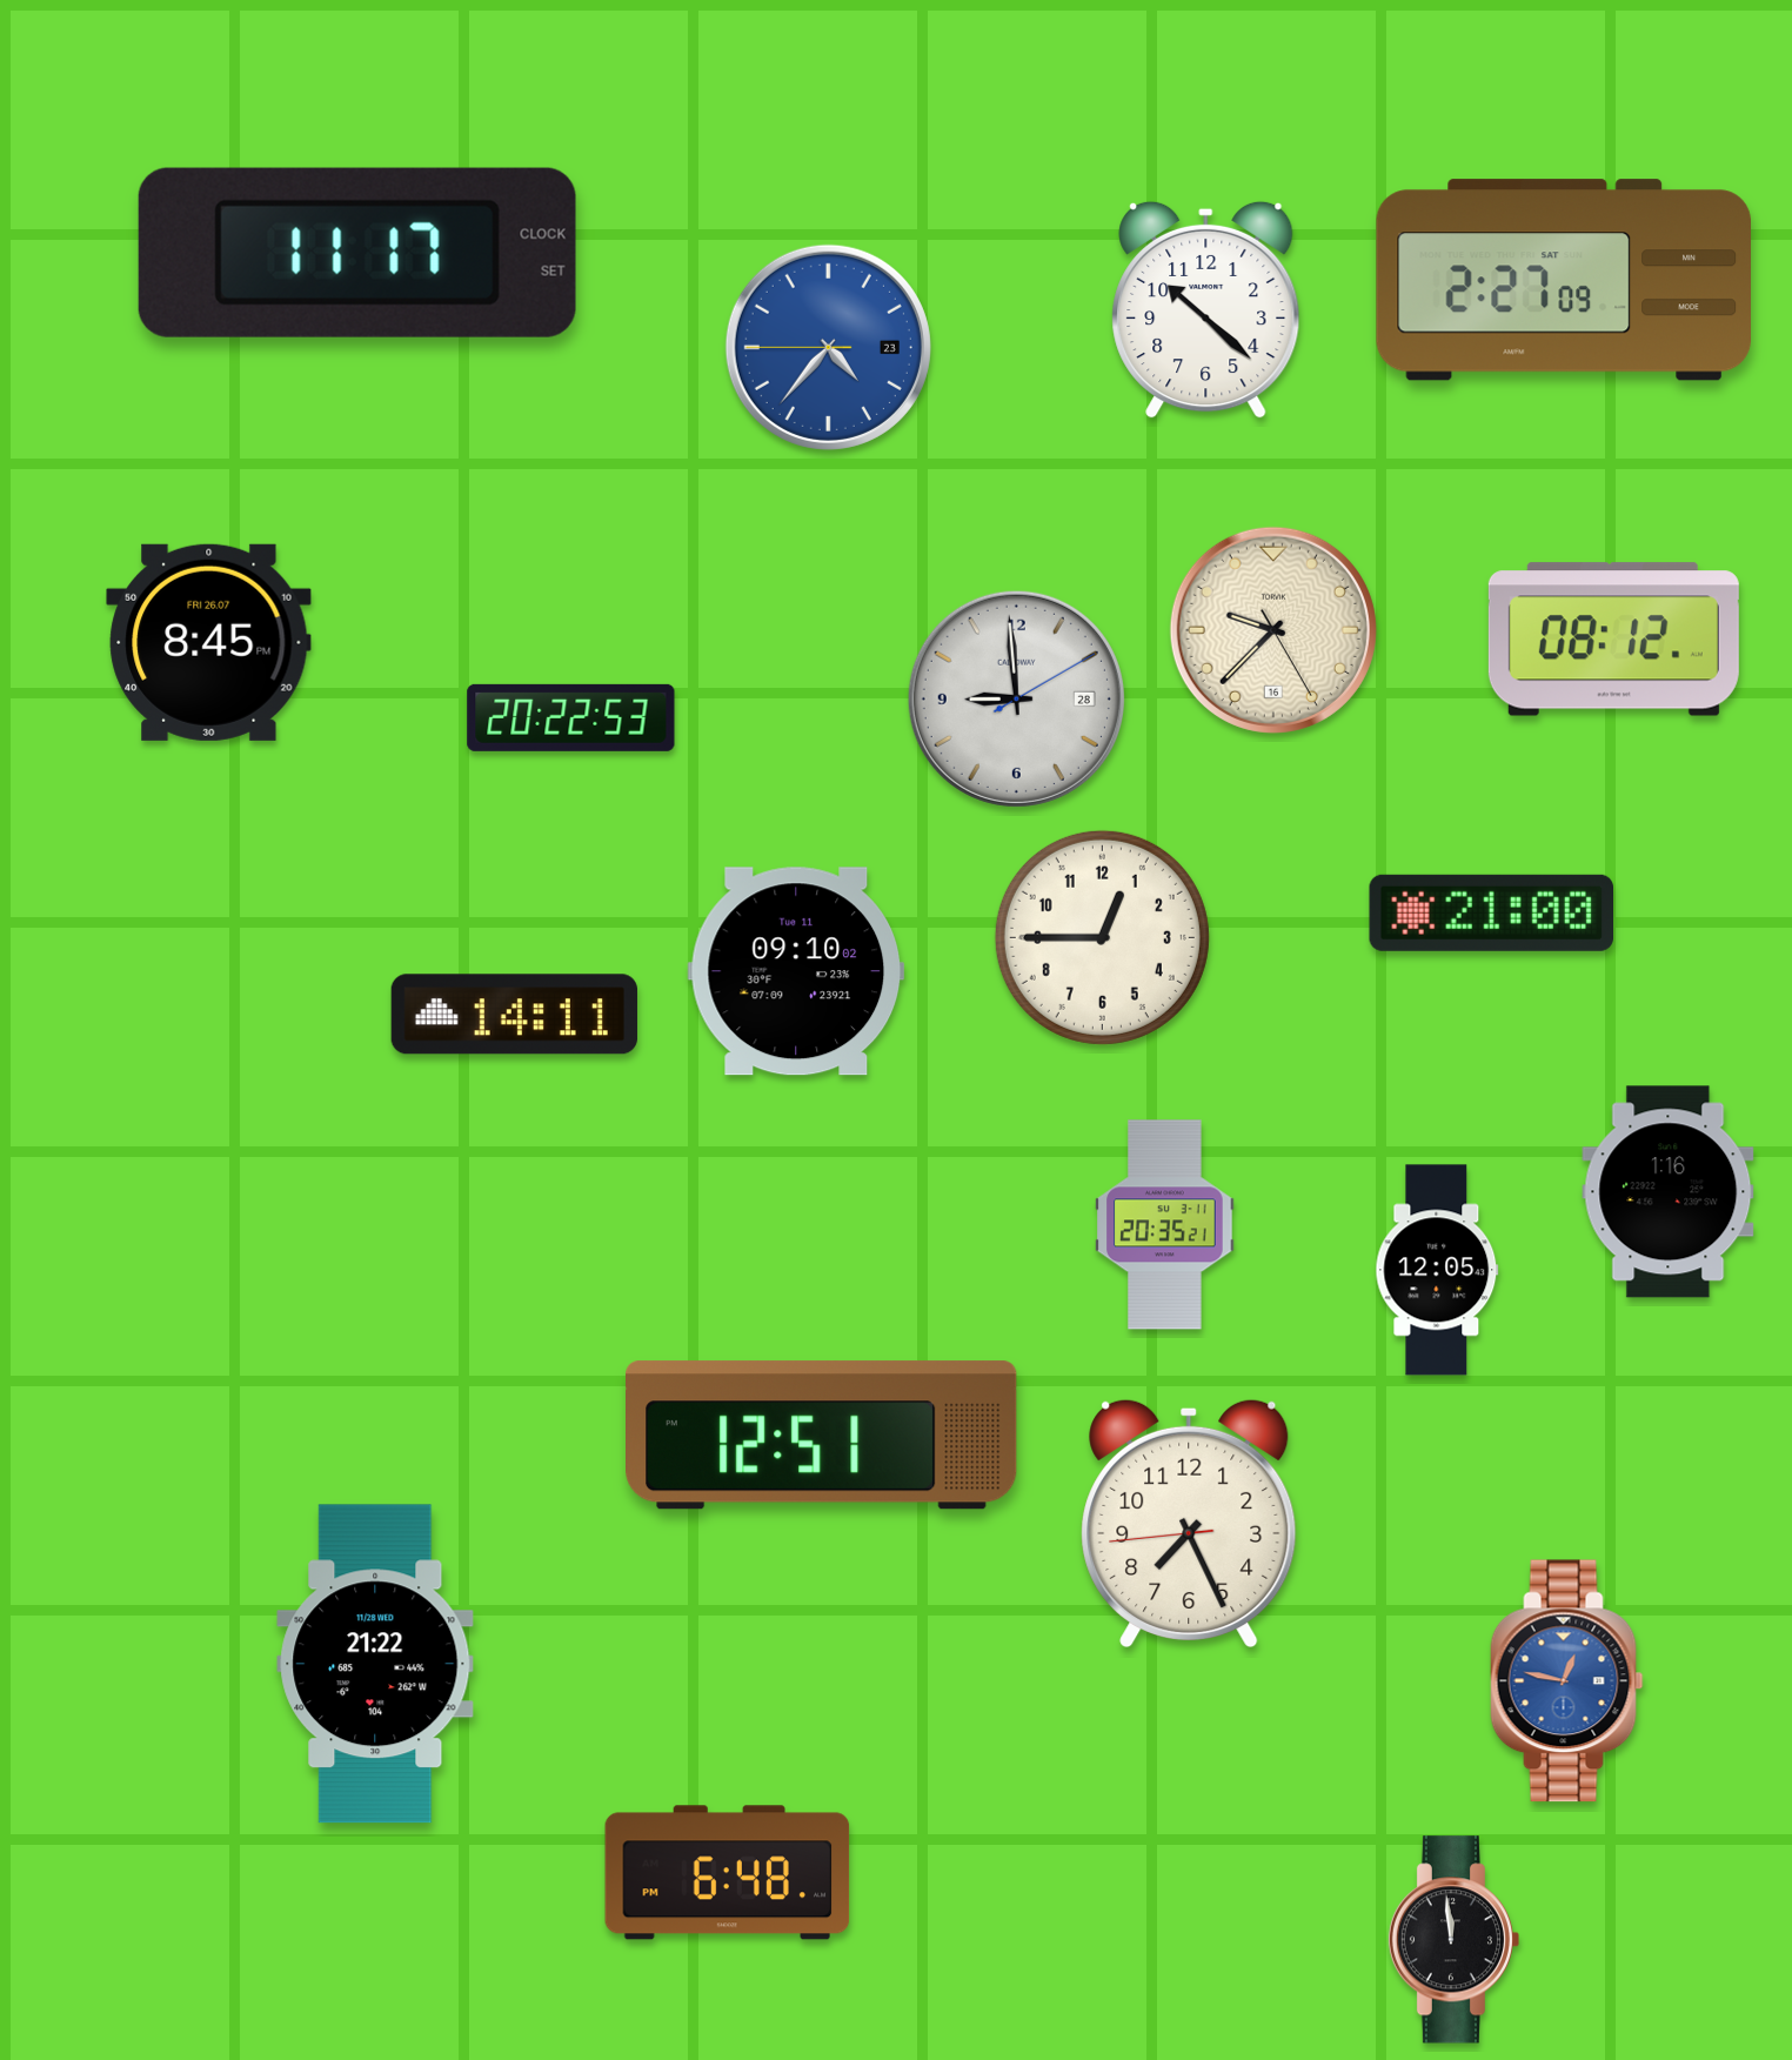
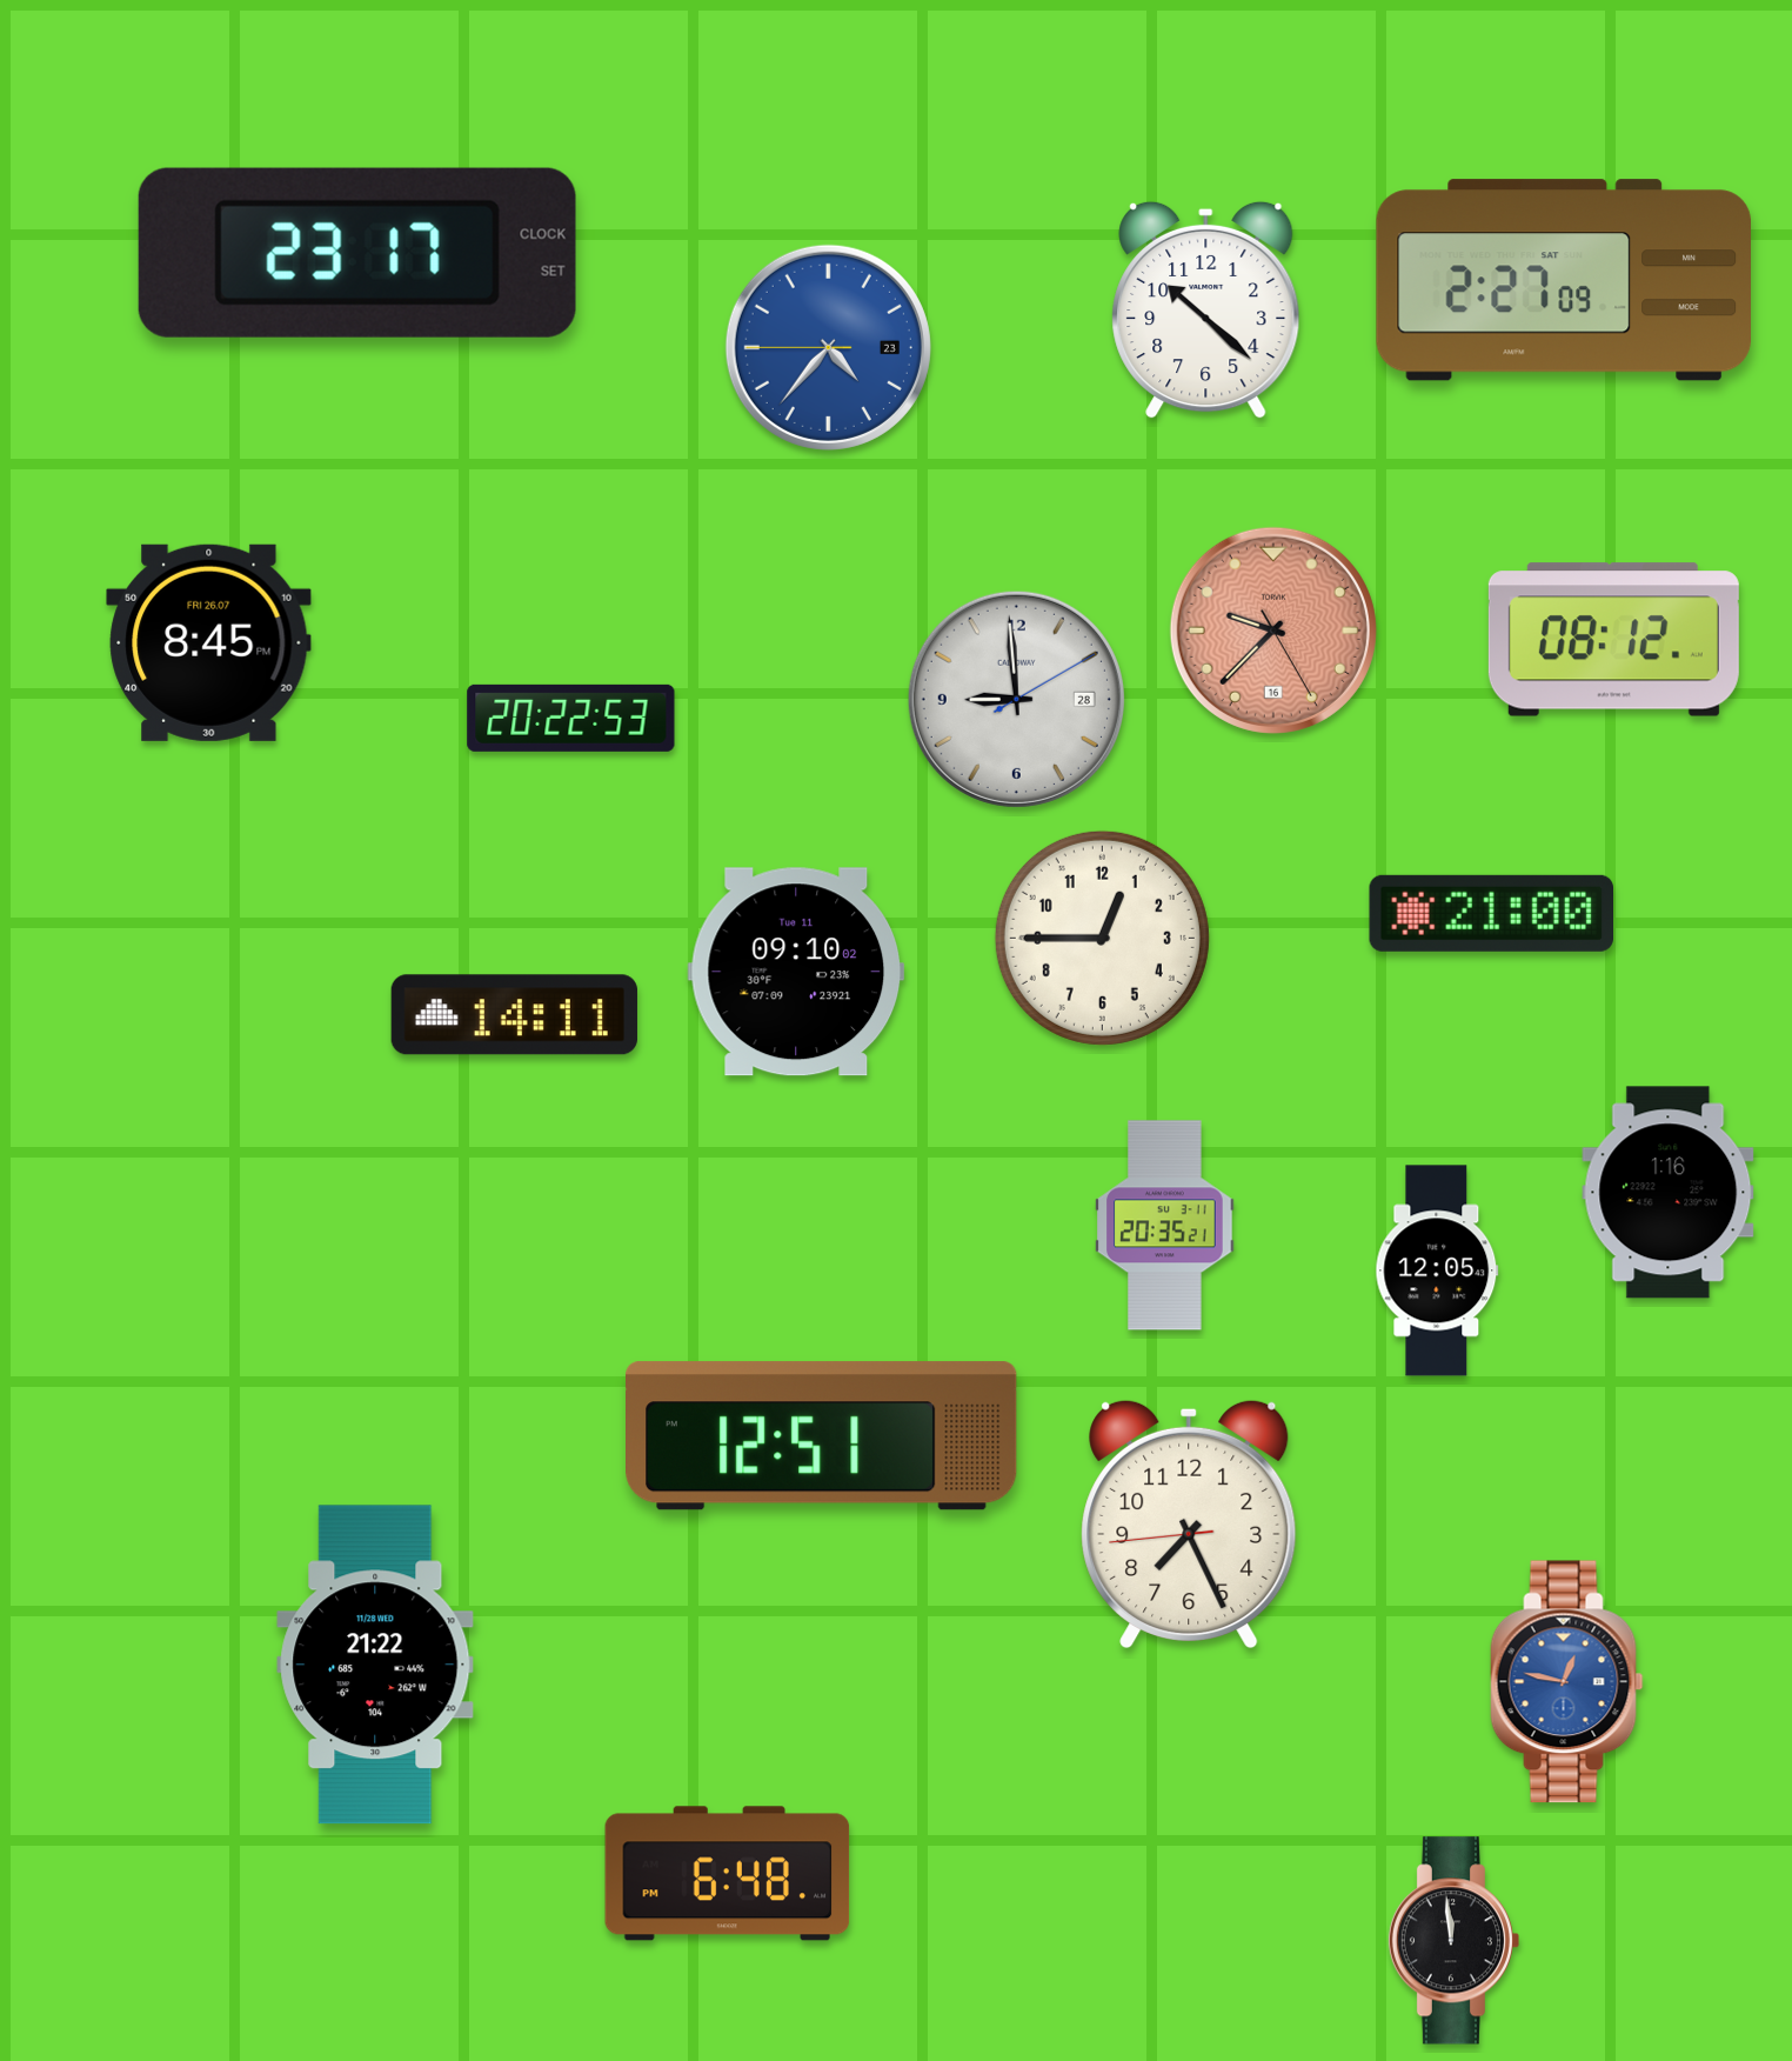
clock at (357, 253): 11:17 -> 23:17
clock at (1273, 630) dial: cream -> salmon
